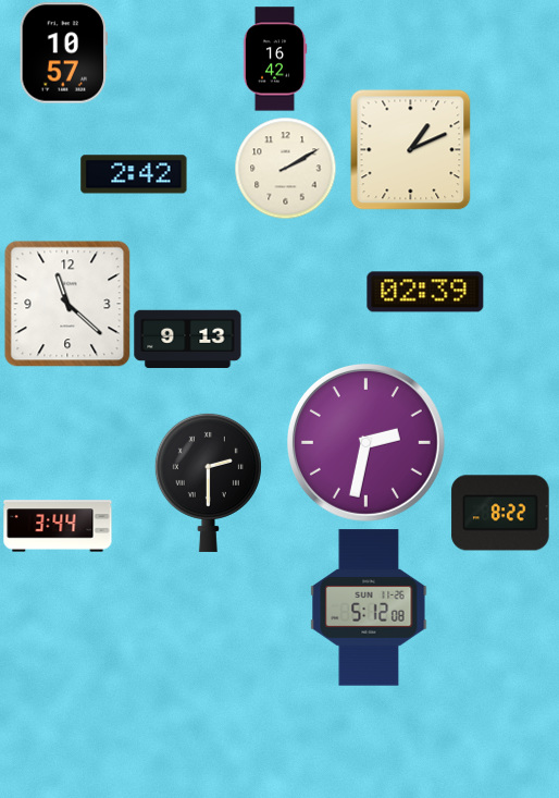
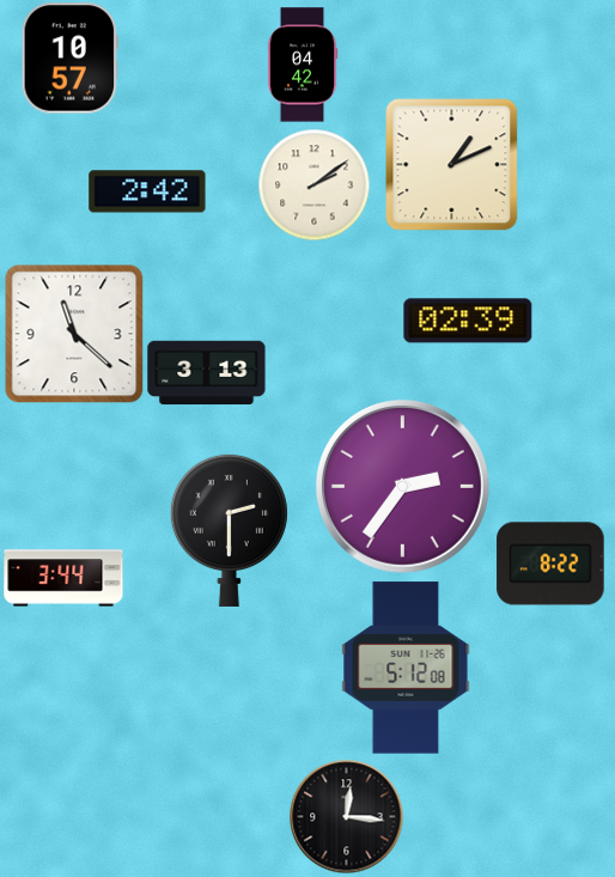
clock at (275, 59): 16:42 -> 04:42
clock at (285, 168): 2:10 -> 2:09
clock at (188, 340): 9:13 -> 3:13
clock at (365, 442): 2:32 -> 2:36
clock at (346, 816): none -> 12:16
